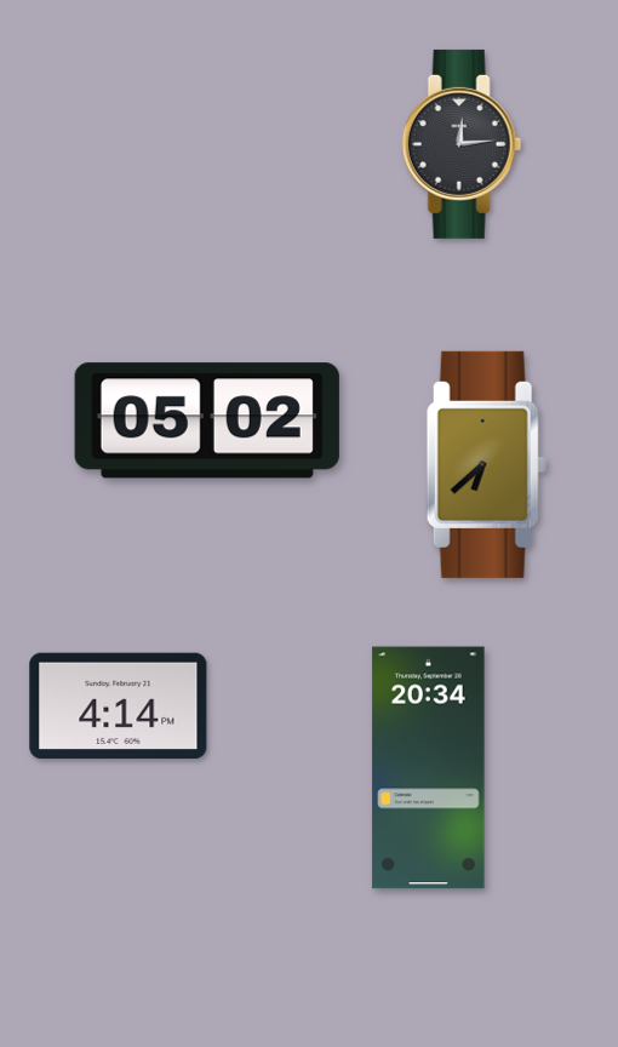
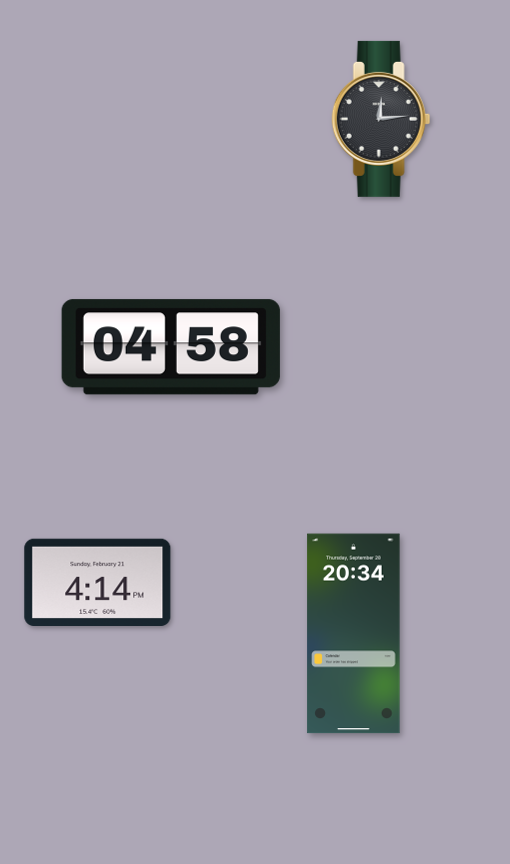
clock at (207, 420): 05:02 -> 04:58
clock at (486, 464): 6:38 -> none
